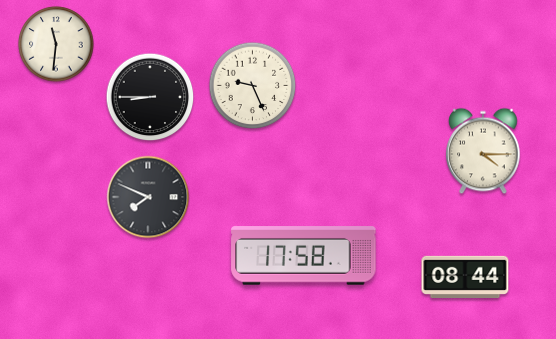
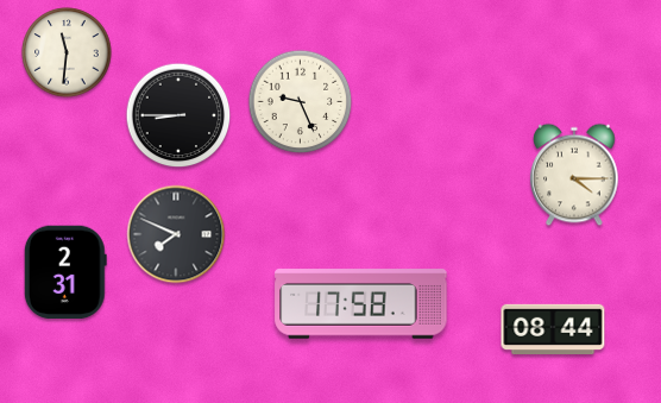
clock at (483, 151) position: (483, 151) -> (574, 175)
clock at (65, 272): none -> 2:31
